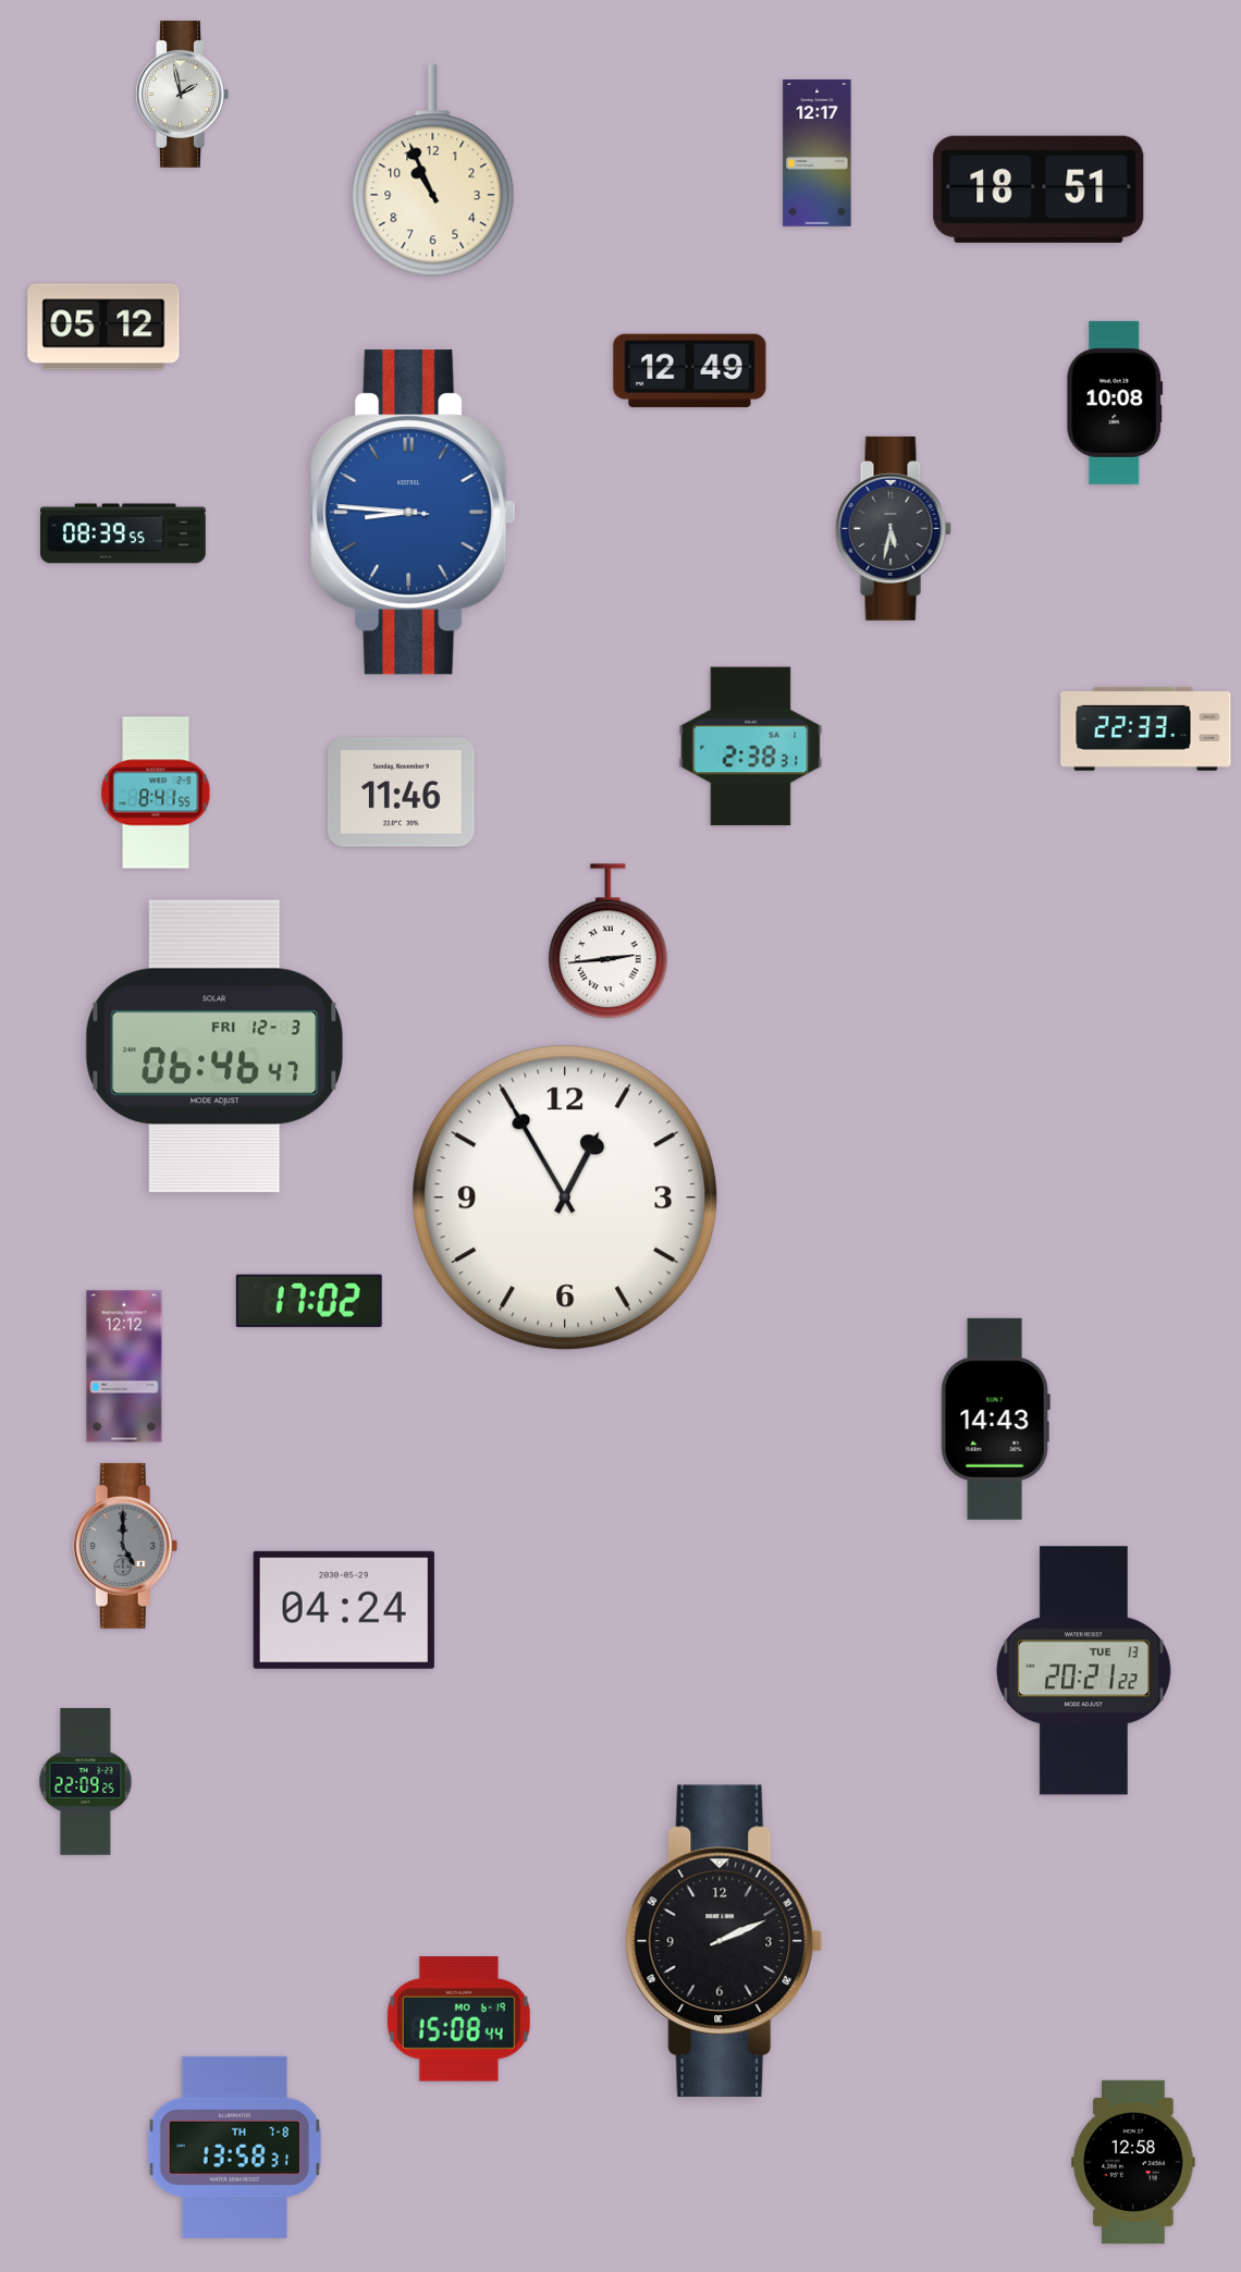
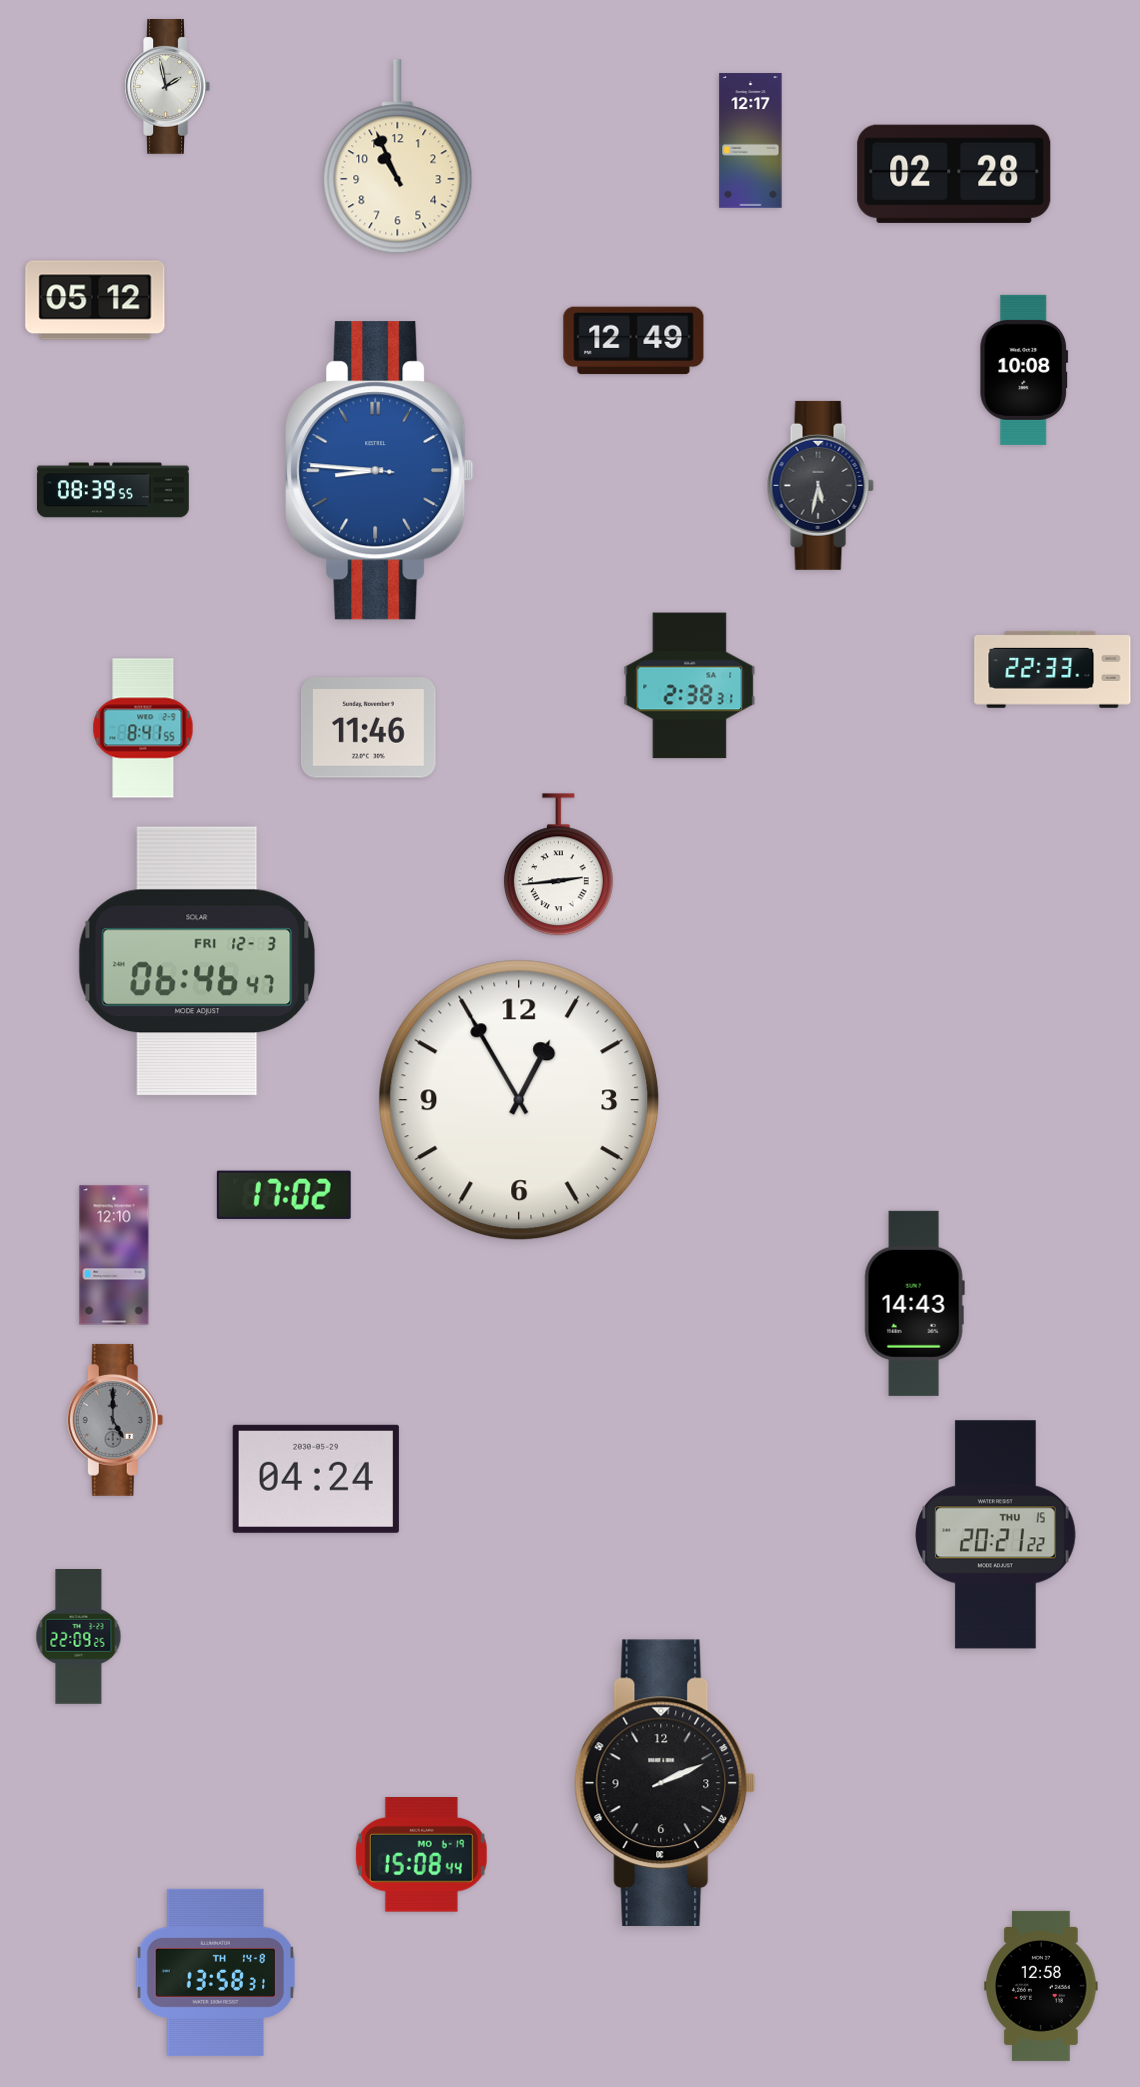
clock at (1039, 189): 18:51 -> 02:28
clock at (124, 1366): 12:12 -> 12:10
clock at (1084, 1671) date: TUE 13 -> THU 15
clock at (235, 2147) date: TH 7-8 -> TH 14-8
